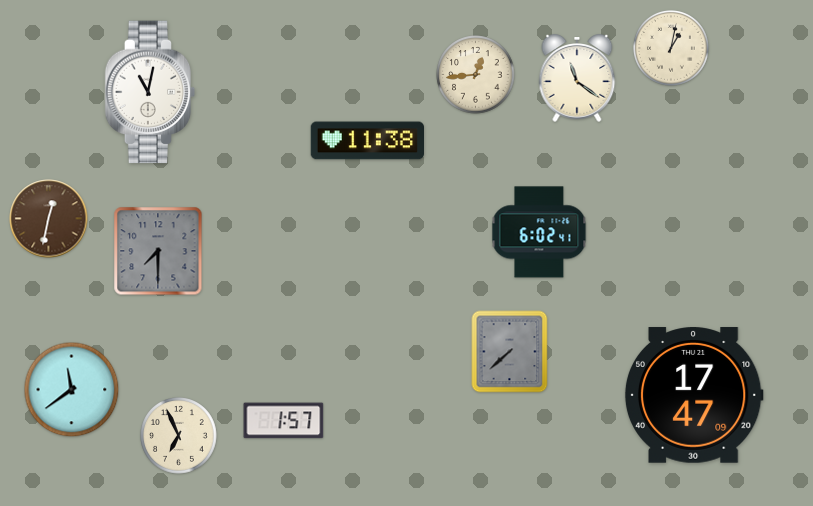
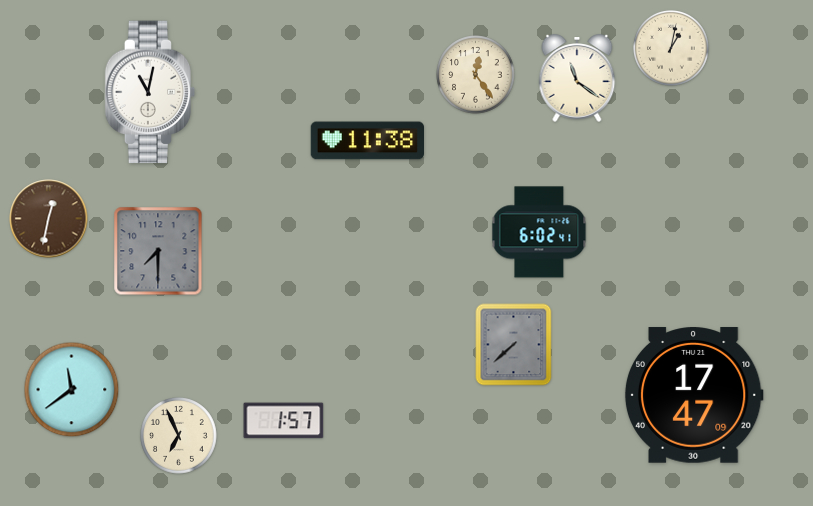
clock at (476, 75): 12:44 -> 12:24
clock at (510, 352) position: (510, 352) -> (514, 345)
